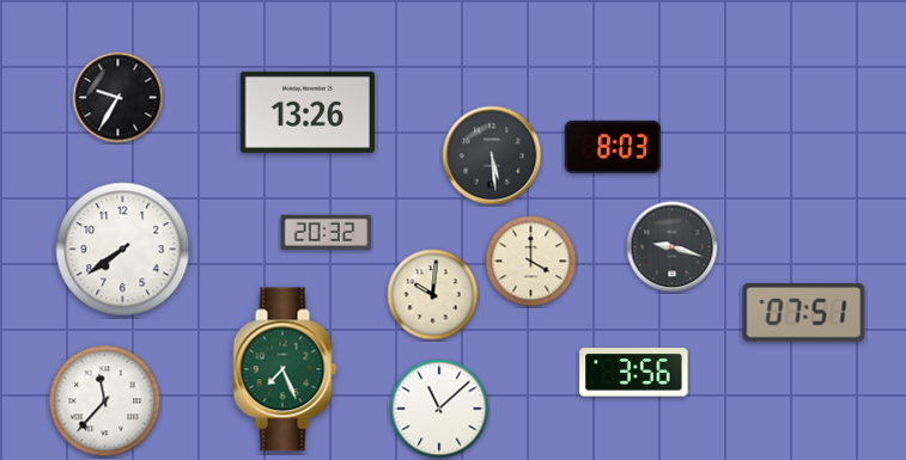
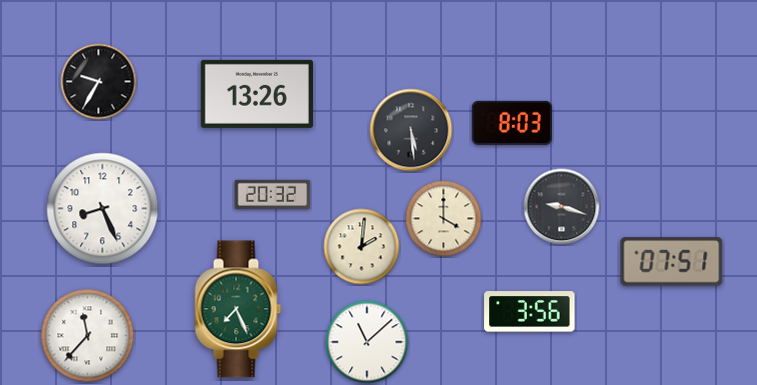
clock at (123, 250): 7:39 -> 8:26
clock at (433, 295): 10:01 -> 2:01
